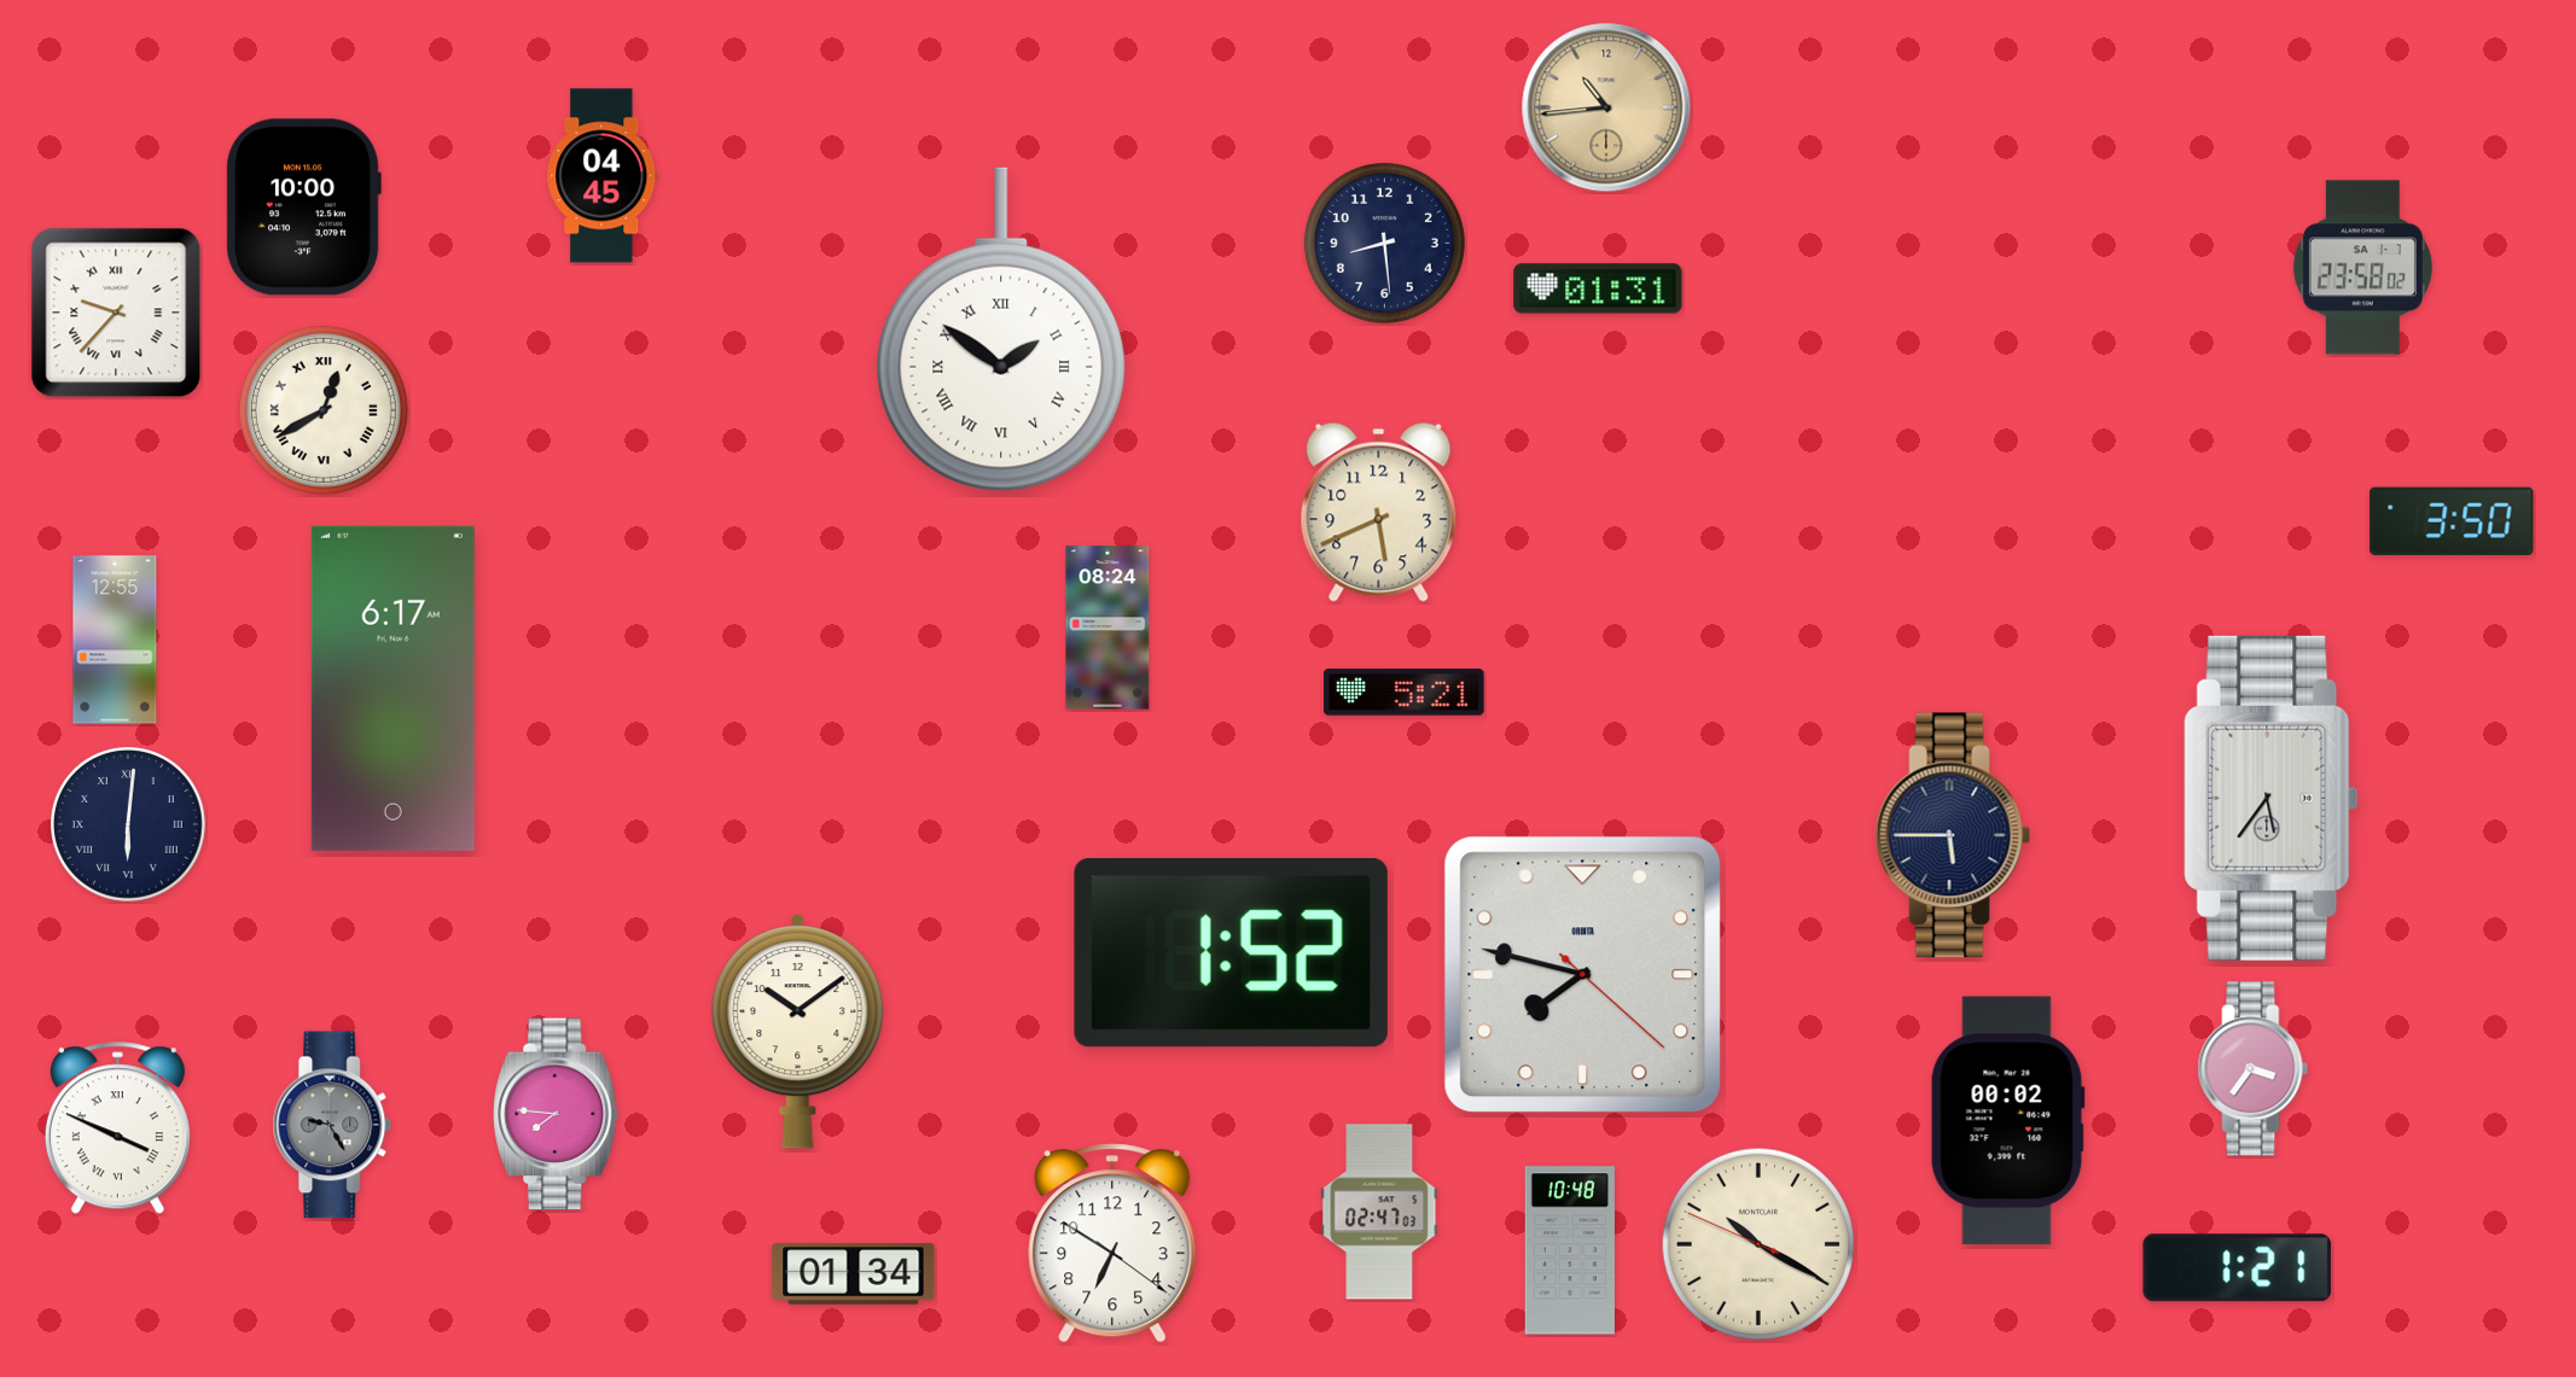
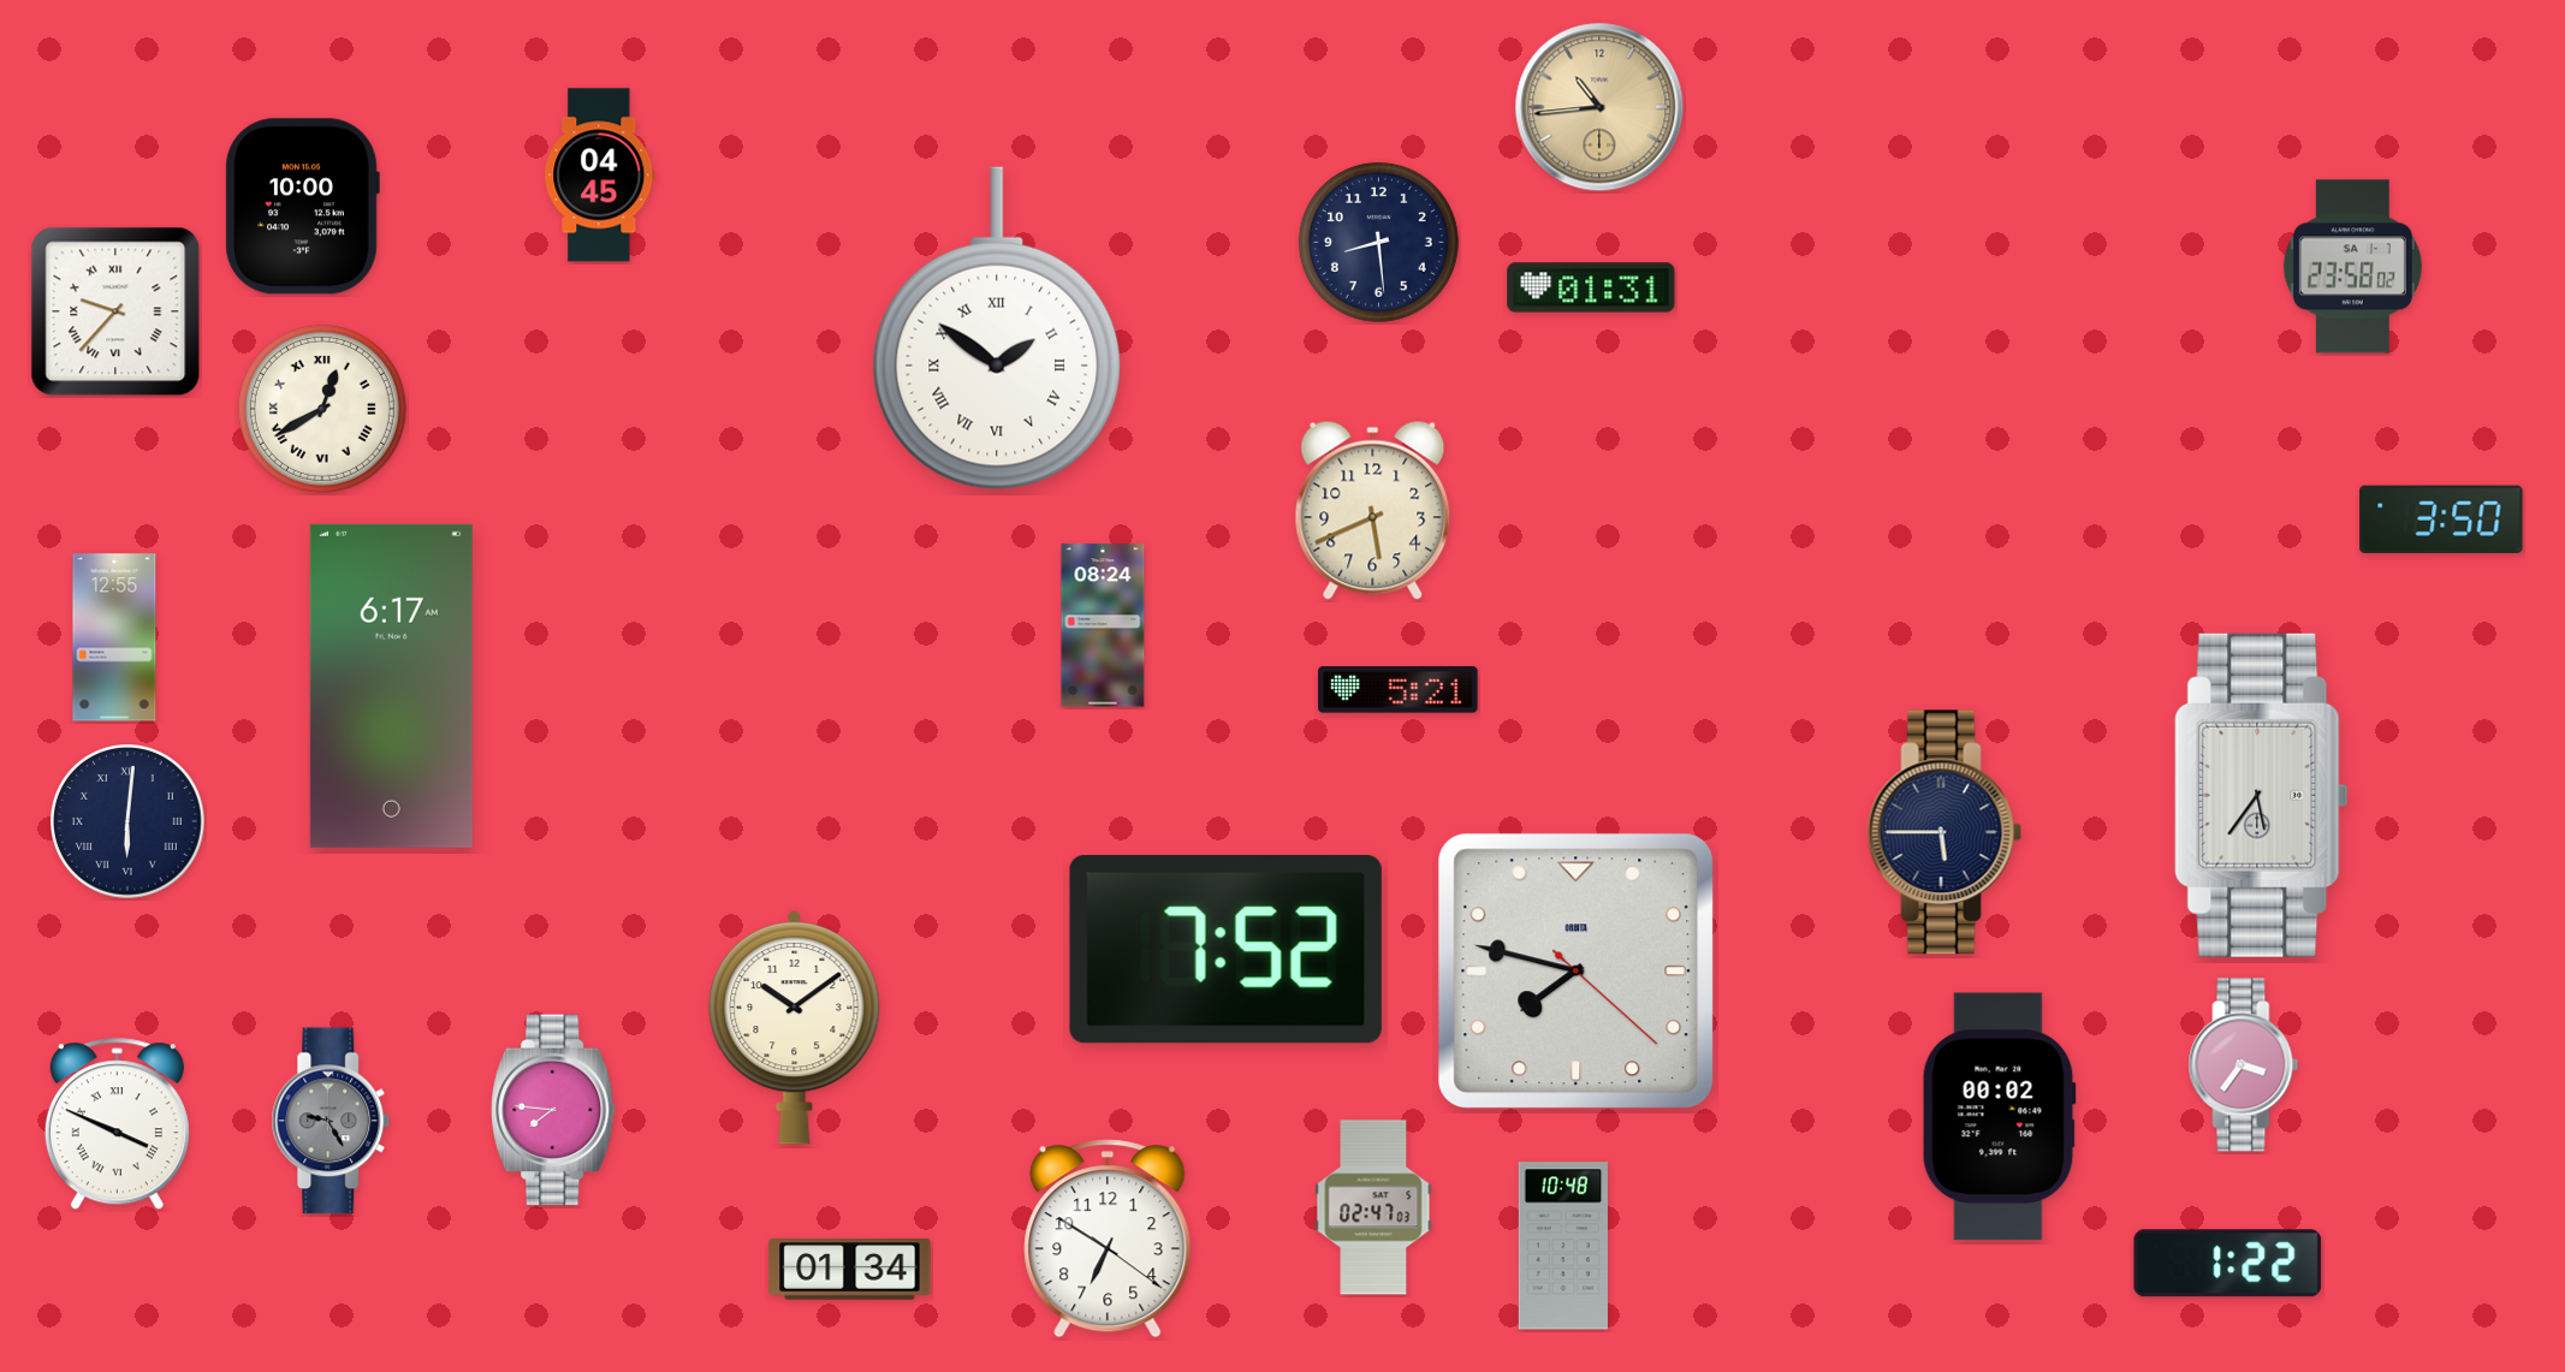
clock at (1231, 953): 1:52 -> 7:52
clock at (1757, 1243): 10:19 -> none
clock at (2238, 1268): 1:21 -> 1:22
